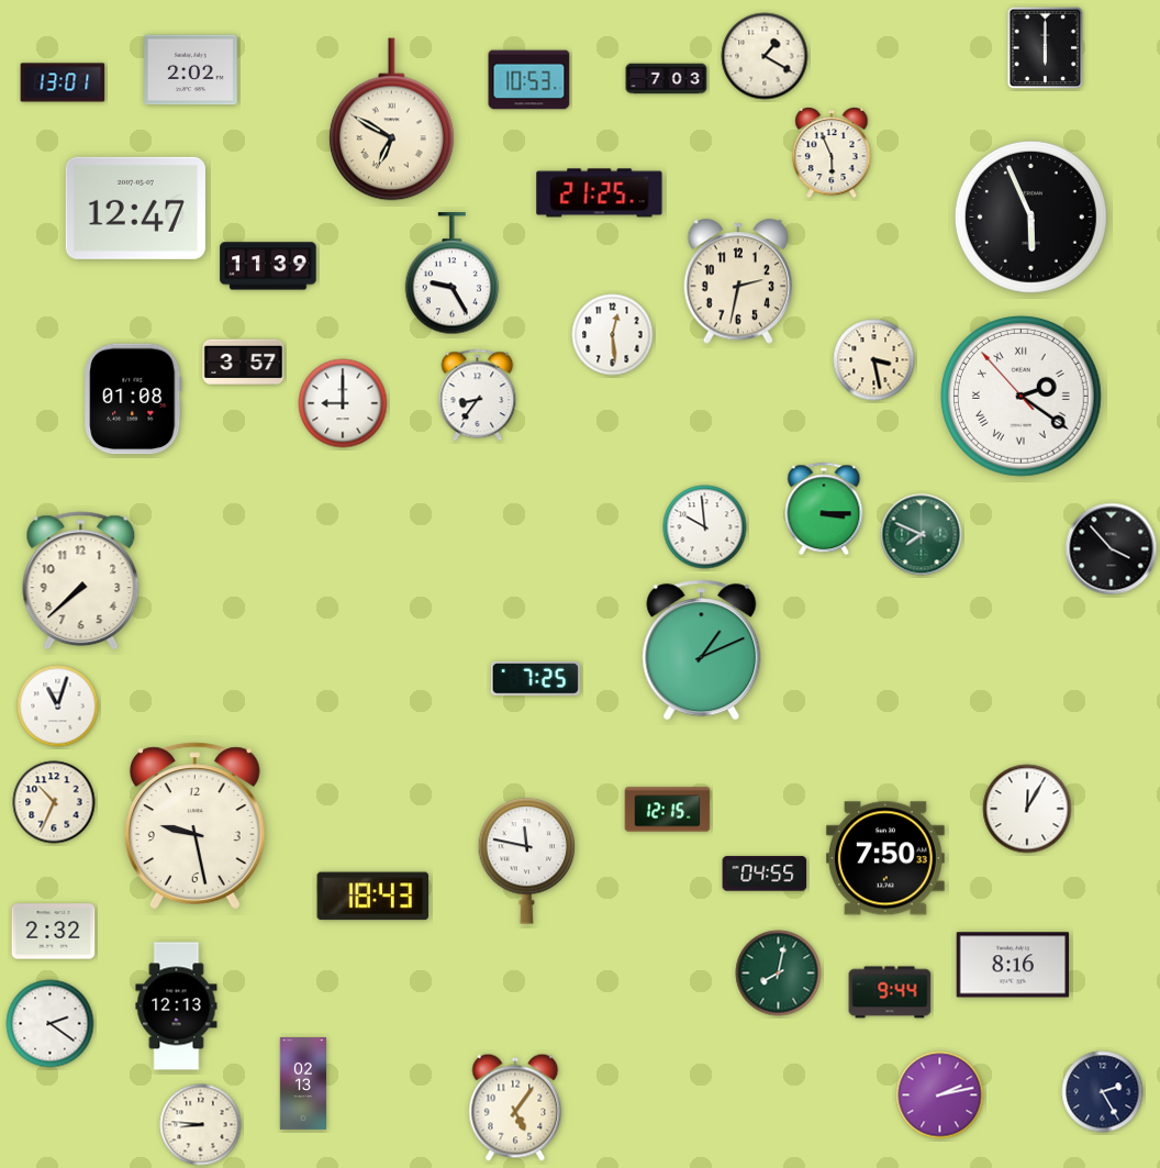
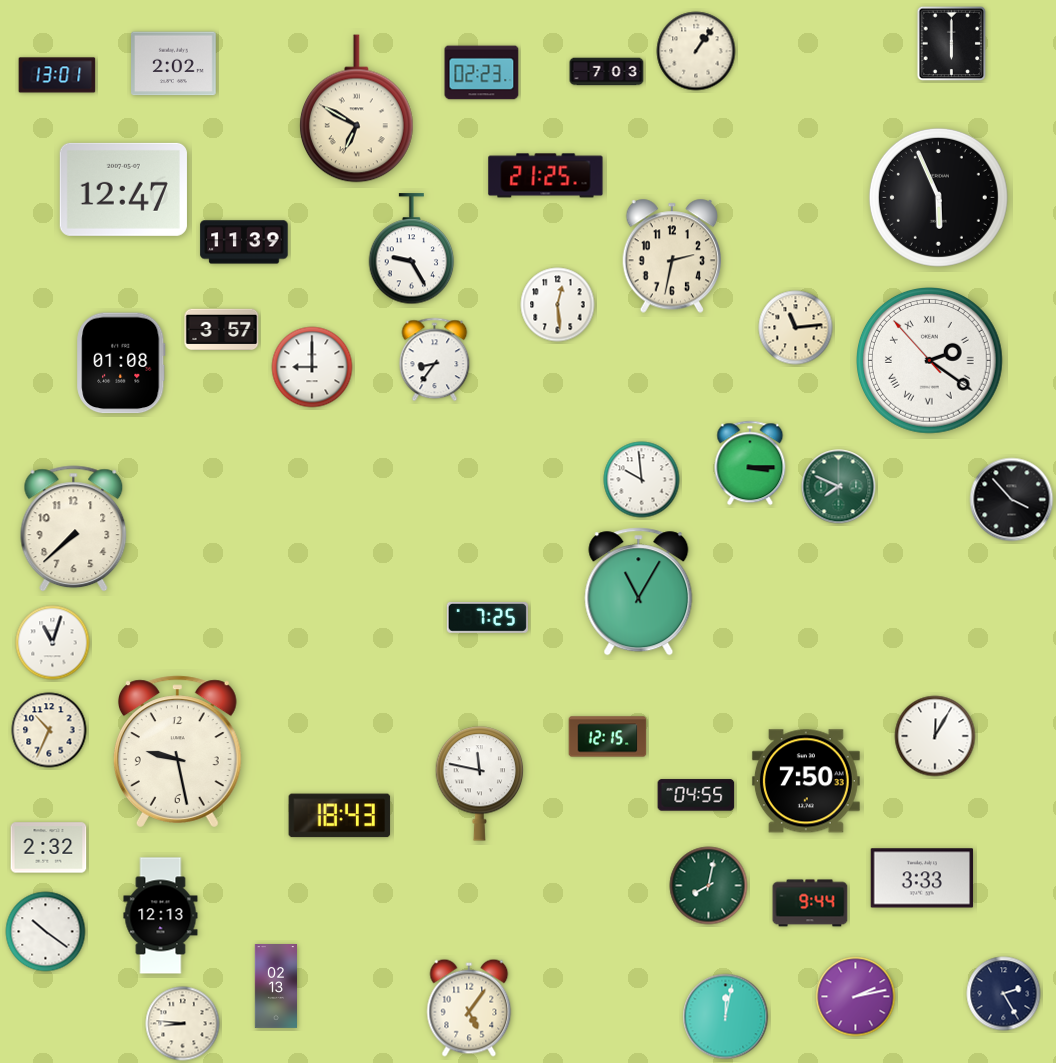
clock at (765, 56): 1:20 -> 1:06
clock at (529, 80): 10:53 -> 02:23
clock at (832, 154): 5:56 -> none
clock at (874, 360): 3:28 -> 11:14
clock at (702, 650): 1:11 -> 11:05
clock at (1013, 965): 8:16 -> 3:33
clock at (51, 1024): 2:21 -> 10:21
clock at (726, 1017): none -> 12:02
